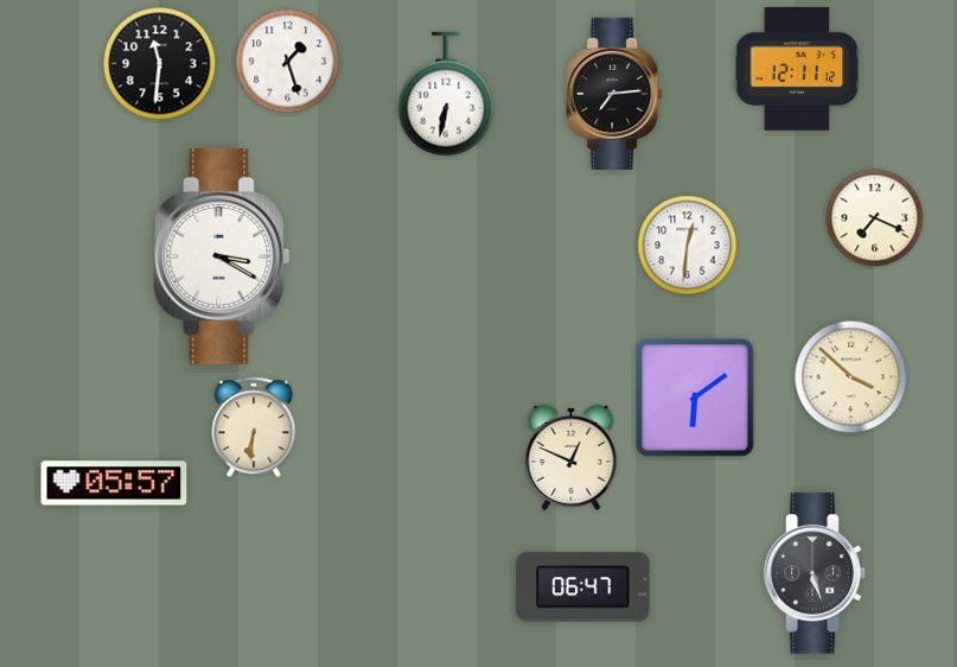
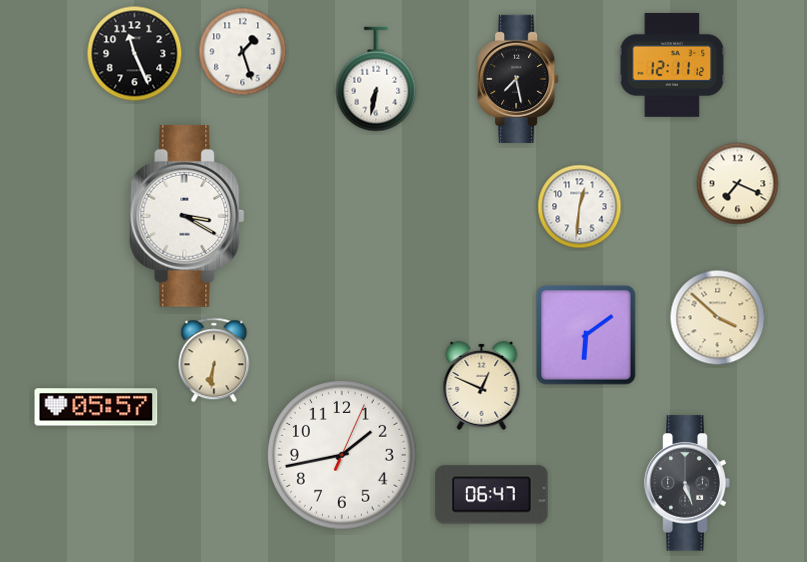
clock at (160, 64): 11:31 -> 11:26
clock at (797, 69) position: (797, 69) -> (672, 65)
clock at (614, 94): 7:14 -> 7:28
clock at (343, 456): none -> 1:43
